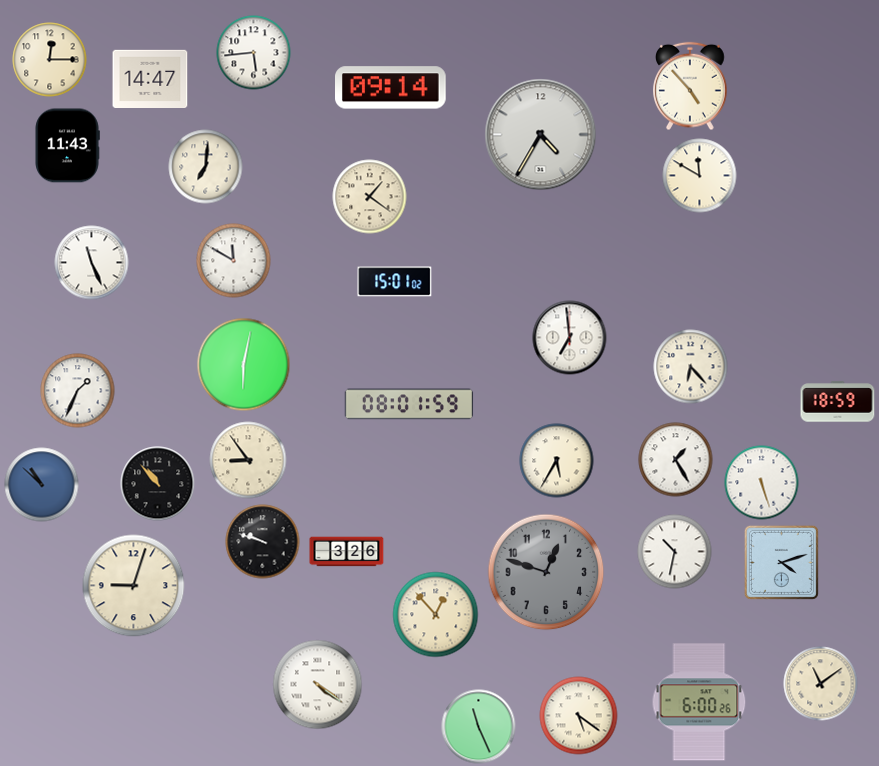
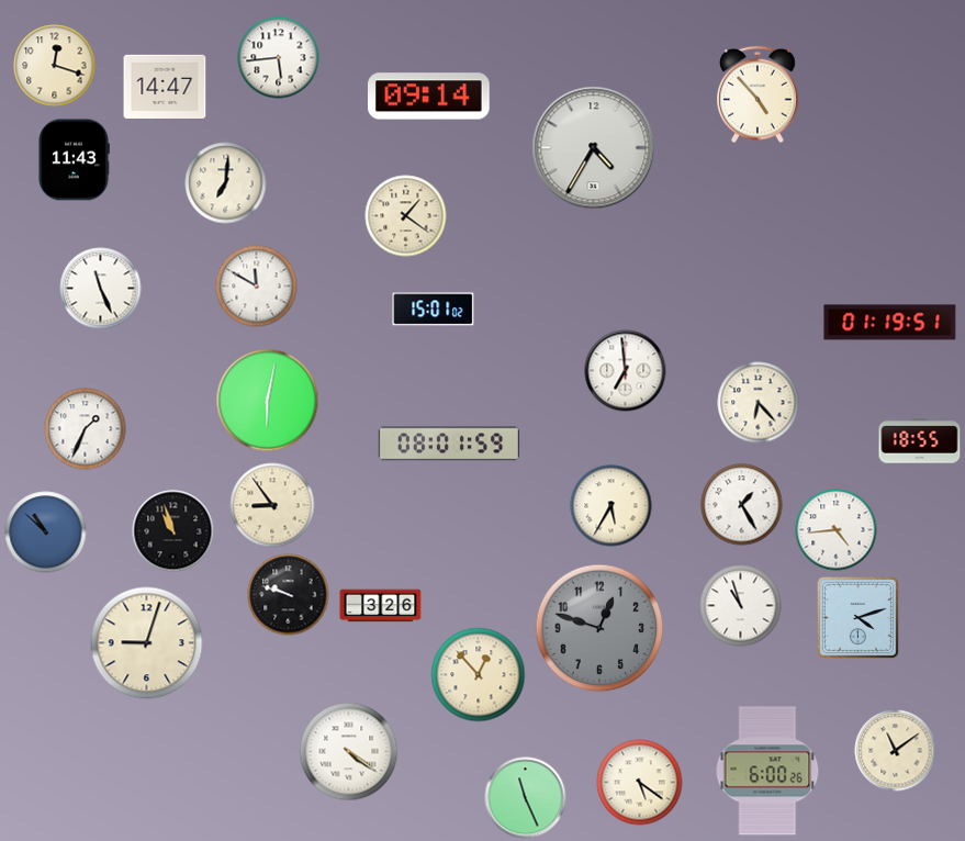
clock at (50, 60): 12:15 -> 12:18
clock at (700, 176): 11:50 -> none
clock at (890, 323): none -> 01:19
clock at (838, 402): 18:59 -> 18:55
clock at (762, 483): 5:27 -> 4:44
clock at (158, 484): 10:53 -> 10:57
clock at (675, 552): 10:32 -> 10:57
clock at (821, 684) position: (821, 684) -> (896, 751)
clock at (579, 716) position: (579, 716) -> (640, 783)
